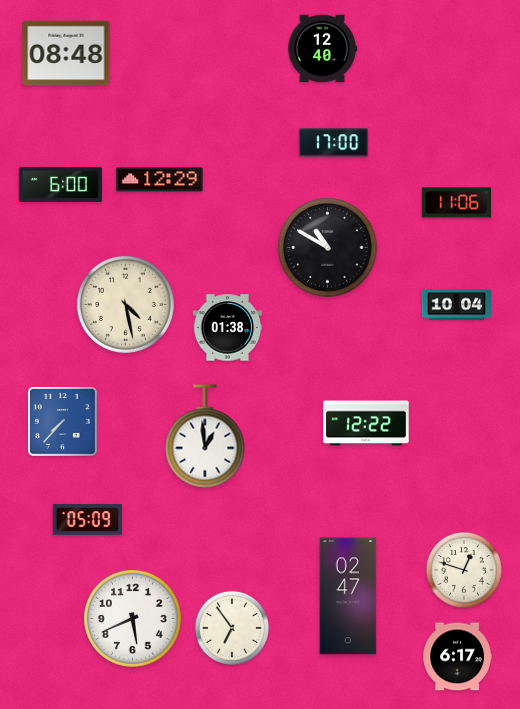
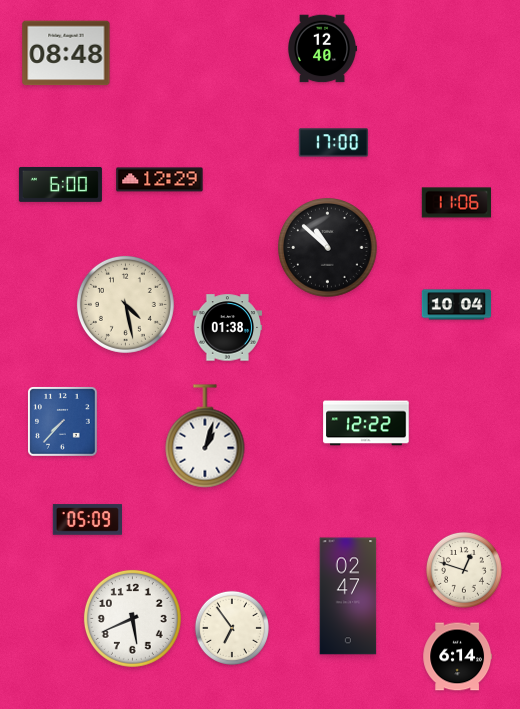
clock at (328, 248): 10:50 -> 10:52
clock at (205, 436): 12:59 -> 1:03
clock at (458, 657): 6:17 -> 6:14
